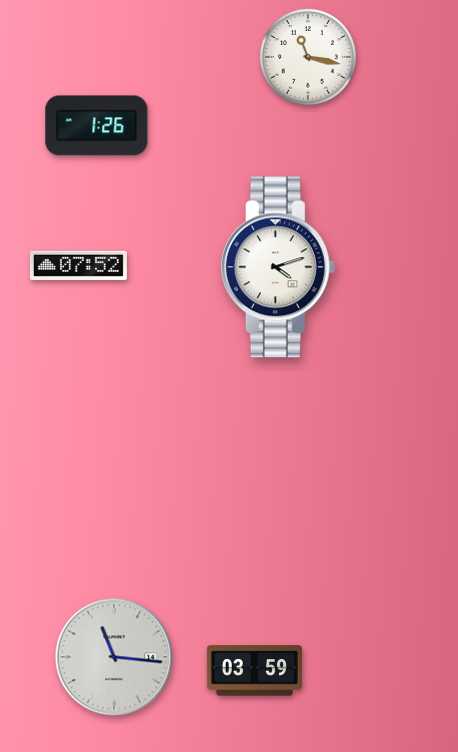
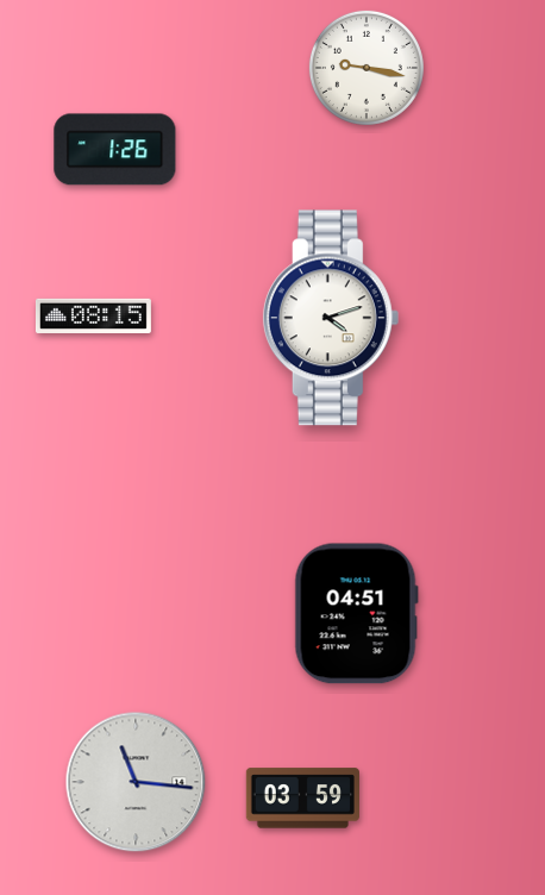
clock at (308, 57): 11:17 -> 9:17
clock at (78, 265): 07:52 -> 08:15
clock at (356, 614): none -> 04:51
